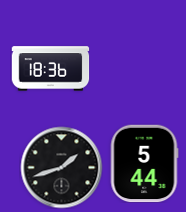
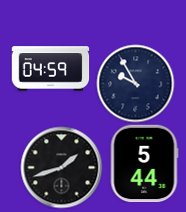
clock at (50, 69): 18:36 -> 04:59
clock at (135, 83): none -> 9:55
